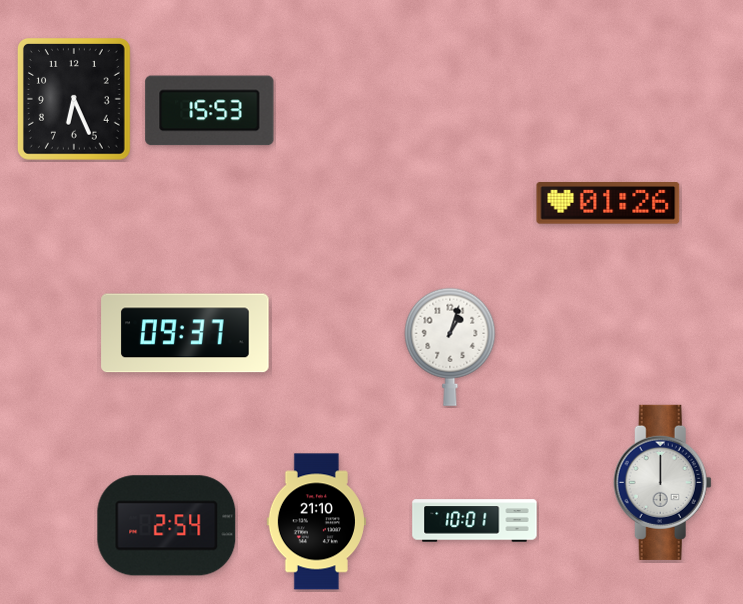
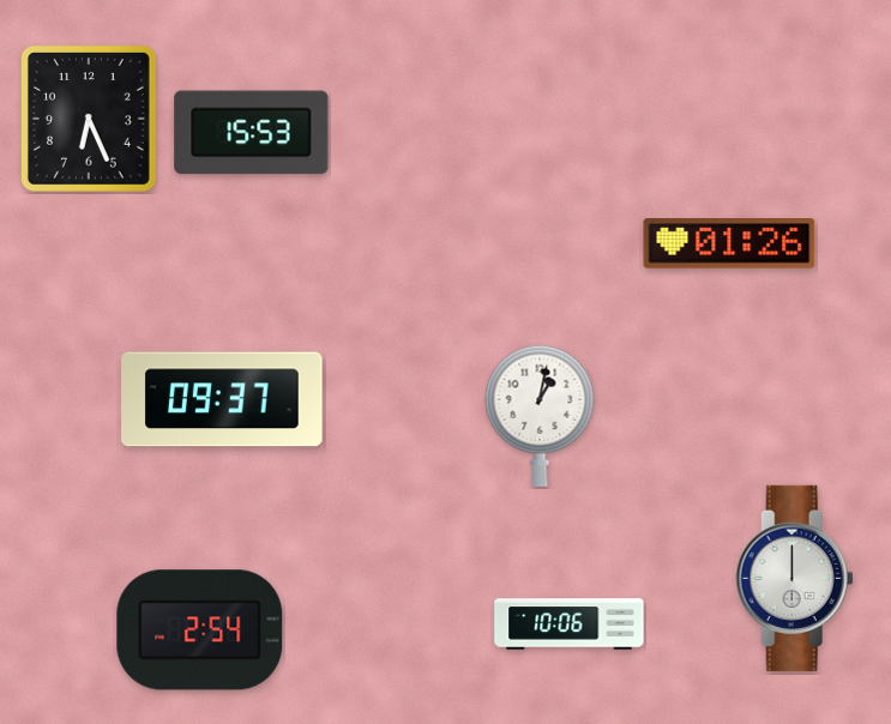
clock at (450, 347): 1:03 -> 1:02
clock at (475, 521): 10:01 -> 10:06
clock at (316, 522): 21:10 -> none
